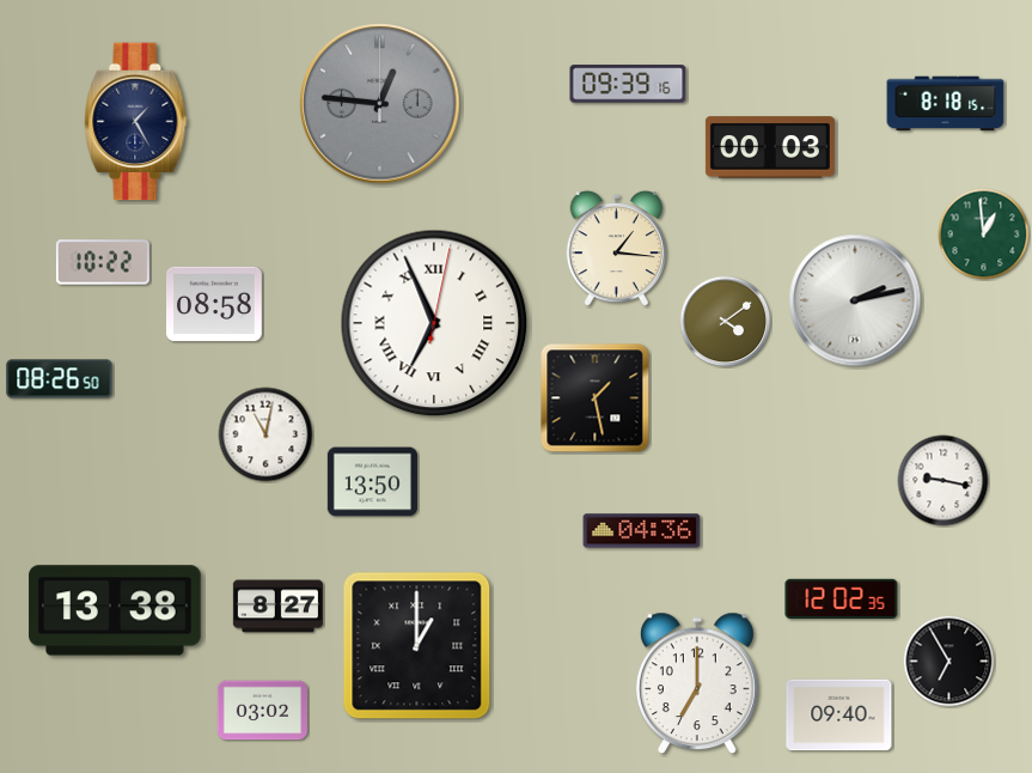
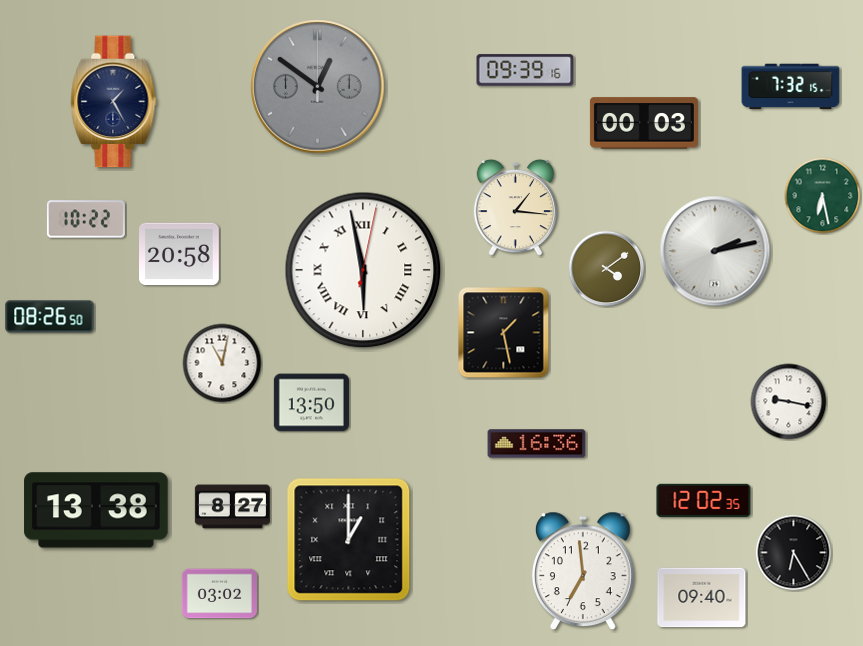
clock at (380, 104): 12:46 -> 12:51
clock at (946, 104): 8:18 -> 7:32
clock at (984, 235): 12:59 -> 6:28
clock at (215, 304): 08:58 -> 20:58
clock at (434, 323): 6:56 -> 5:58
clock at (596, 398) position: (596, 398) -> (504, 333)
clock at (642, 531): 04:36 -> 16:36
clock at (949, 662): 6:55 -> 6:25
clock at (697, 683): 7:00 -> 6:59
